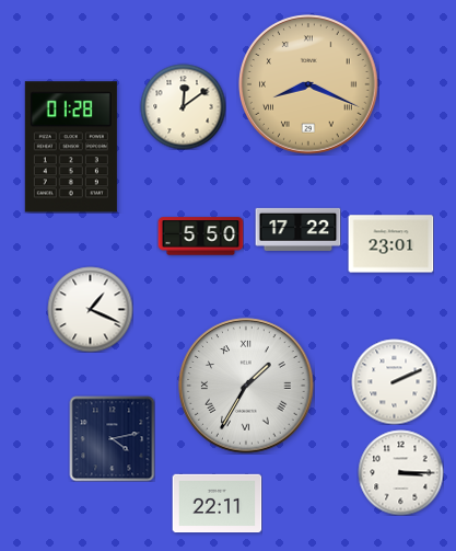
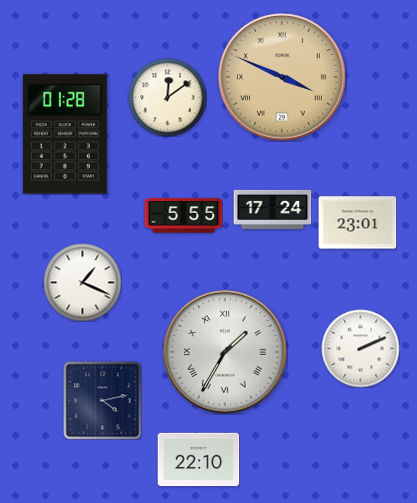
clock at (309, 85): 8:19 -> 3:49
clock at (297, 229): 17:22 -> 17:24
clock at (200, 237): 5:50 -> 5:55
clock at (400, 472): 3:15 -> none
clock at (217, 504): 22:11 -> 22:10
